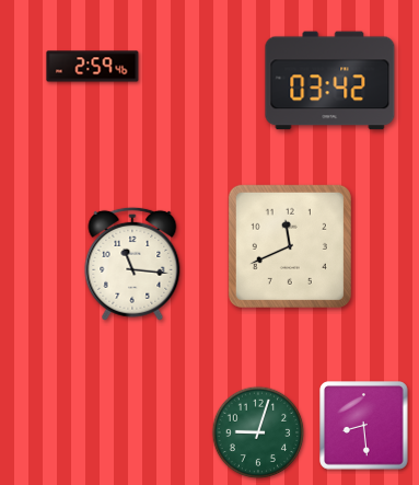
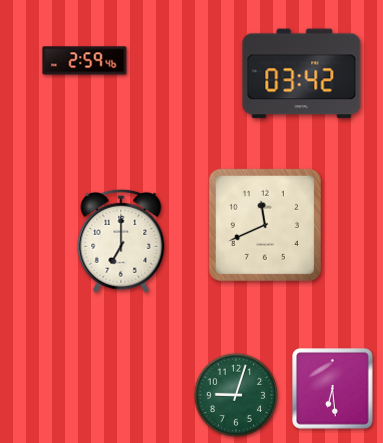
clock at (132, 264): 11:16 -> 7:00
clock at (364, 426): 8:29 -> 6:29
